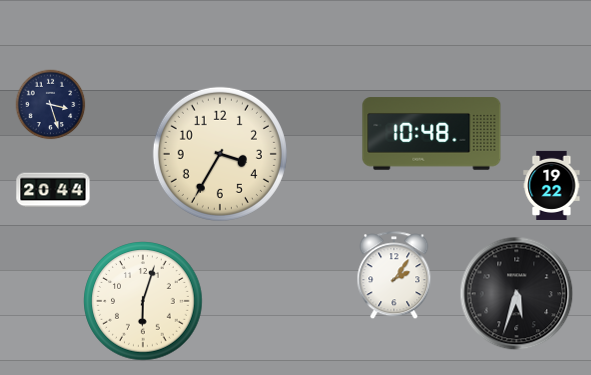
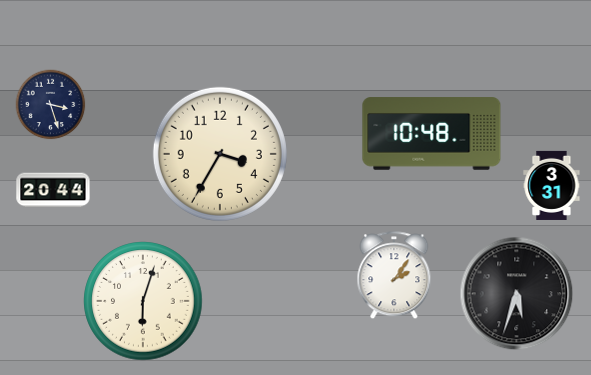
clock at (552, 185): 19:22 -> 3:31
